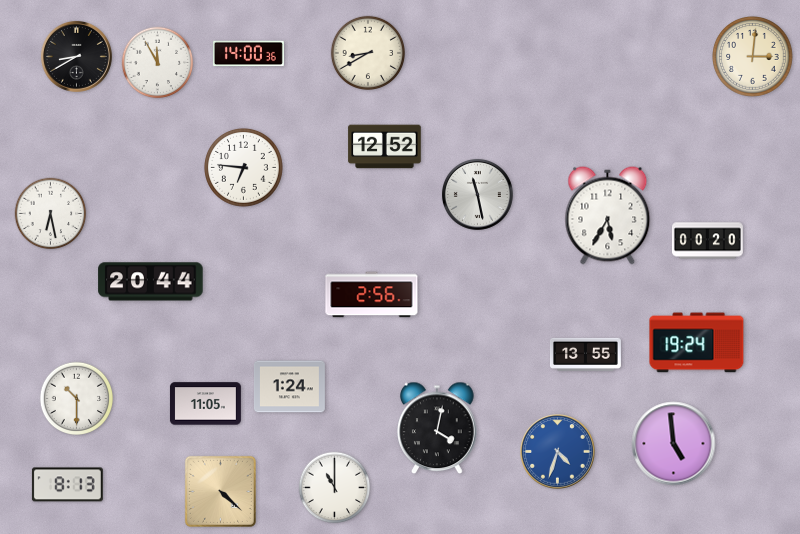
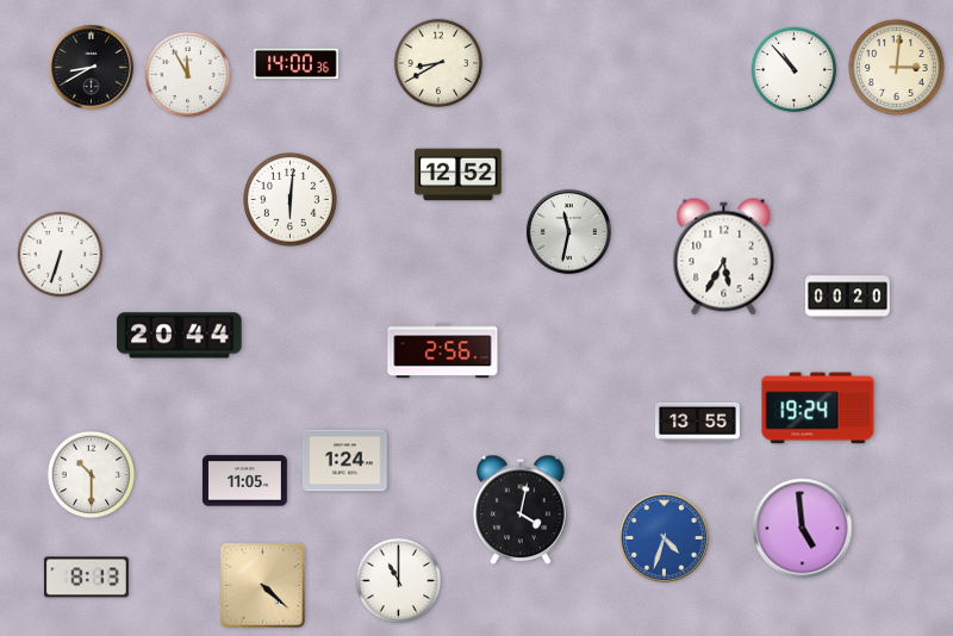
clock at (795, 70): none -> 10:53
clock at (244, 168): 6:46 -> 6:01
clock at (477, 194): 11:28 -> 11:32
clock at (51, 214): 6:28 -> 6:33
clock at (707, 241) position: (707, 241) -> (847, 298)
clock at (697, 343) position: (697, 343) -> (818, 409)
clock at (67, 485) position: (67, 485) -> (86, 578)
